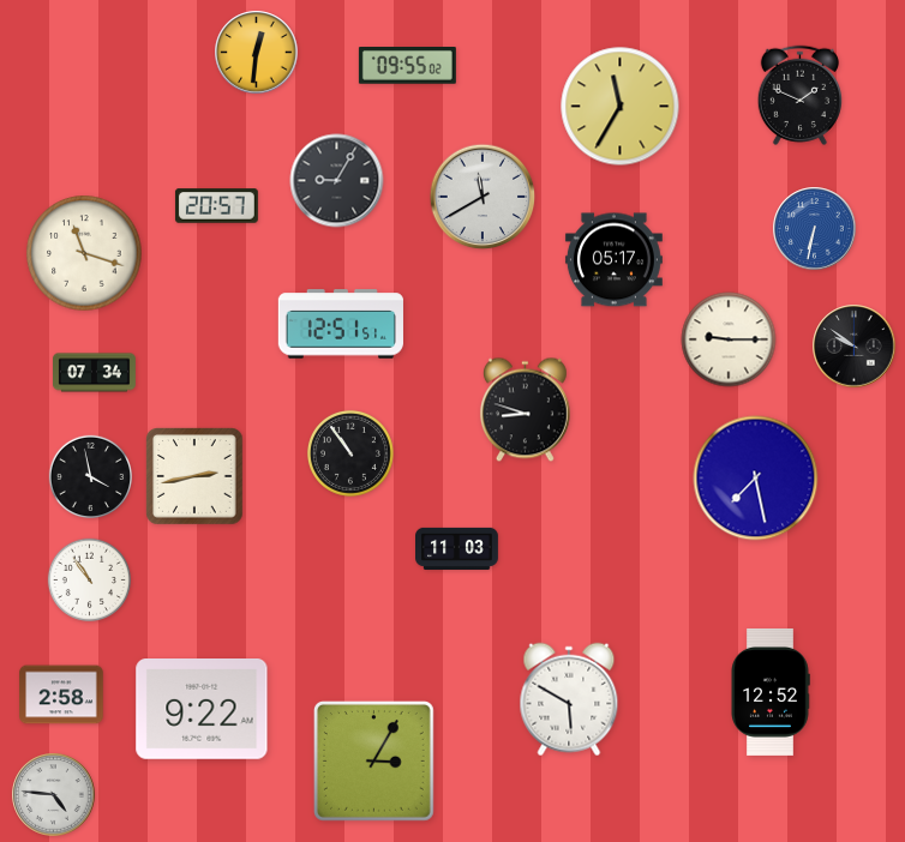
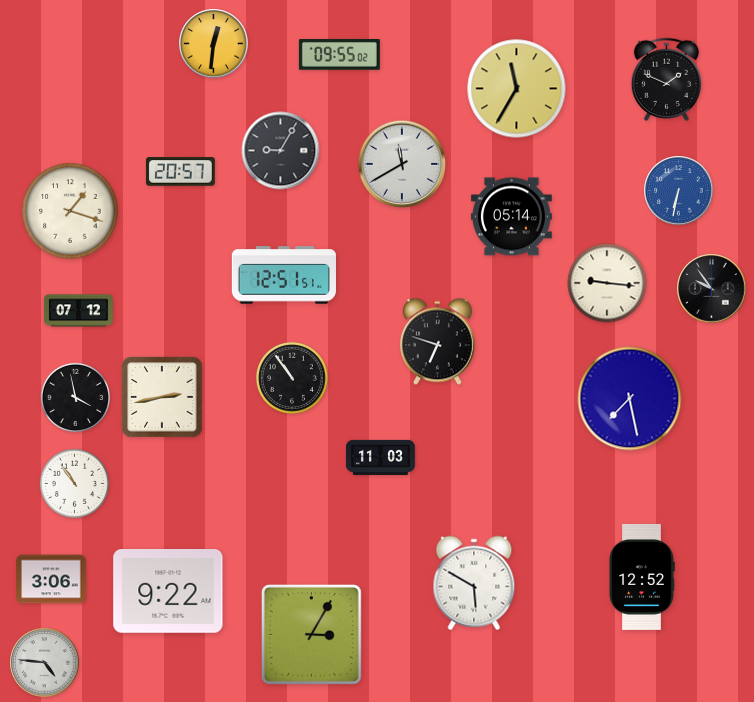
clock at (84, 253): 11:18 -> 1:18
clock at (613, 260): 05:17 -> 05:14
clock at (340, 324) position: (340, 324) -> (283, 275)
clock at (729, 339): 9:15 -> 9:16
clock at (855, 347): 9:51 -> 9:54
clock at (95, 373): 07:34 -> 07:12
clock at (525, 410): 8:48 -> 6:48
clock at (61, 694): 2:58 -> 3:06
